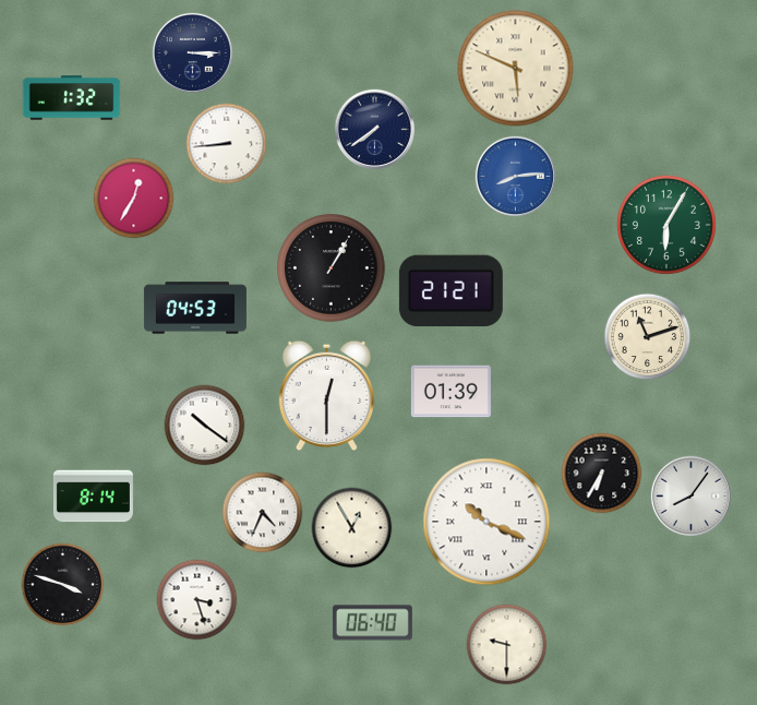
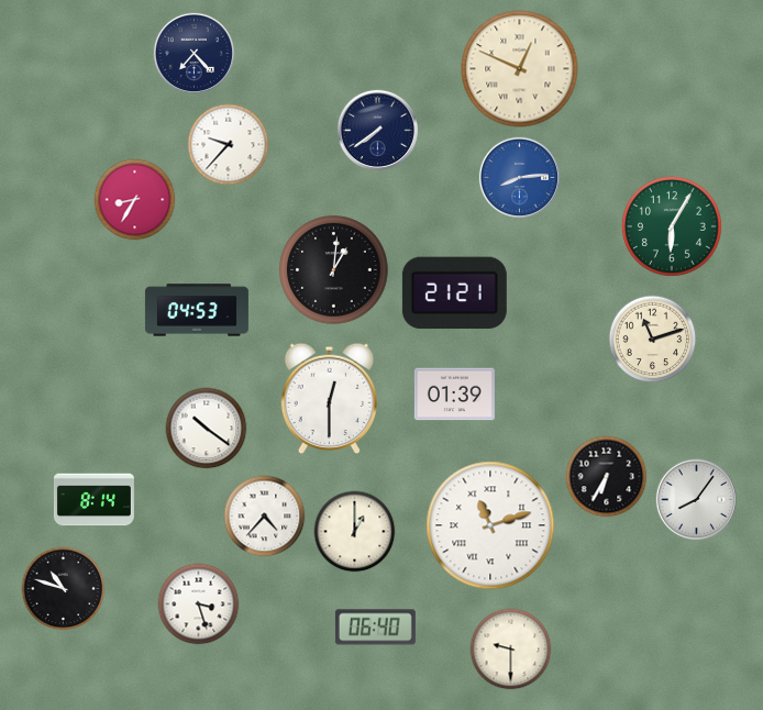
clock at (192, 52): 3:15 -> 7:23
clock at (516, 69): 5:49 -> 12:49
clock at (72, 98): 1:32 -> none
clock at (227, 144): 8:44 -> 9:37
clock at (134, 199): 12:35 -> 8:35
clock at (332, 268): 1:05 -> 1:01
clock at (263, 513): 4:34 -> 4:37
clock at (486, 522): 10:19 -> 11:12
clock at (352, 528): 12:55 -> 1:00
clock at (63, 585): 3:48 -> 10:48
